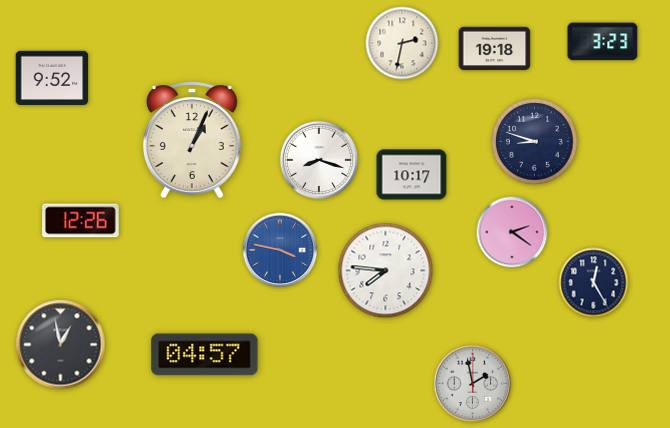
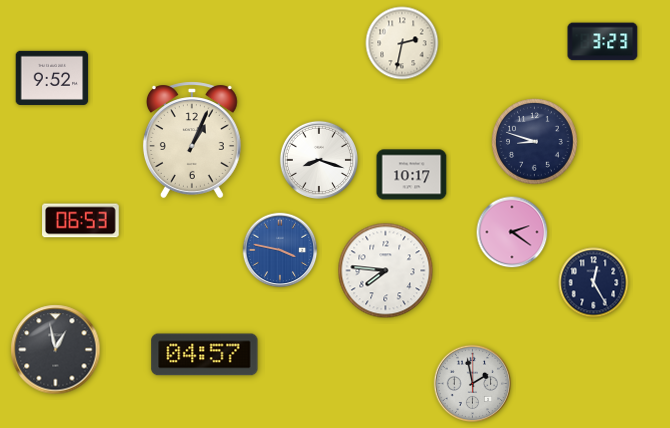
clock at (495, 49): 19:18 -> none
clock at (81, 221): 12:26 -> 06:53
clock at (61, 345) position: (61, 345) -> (56, 350)
